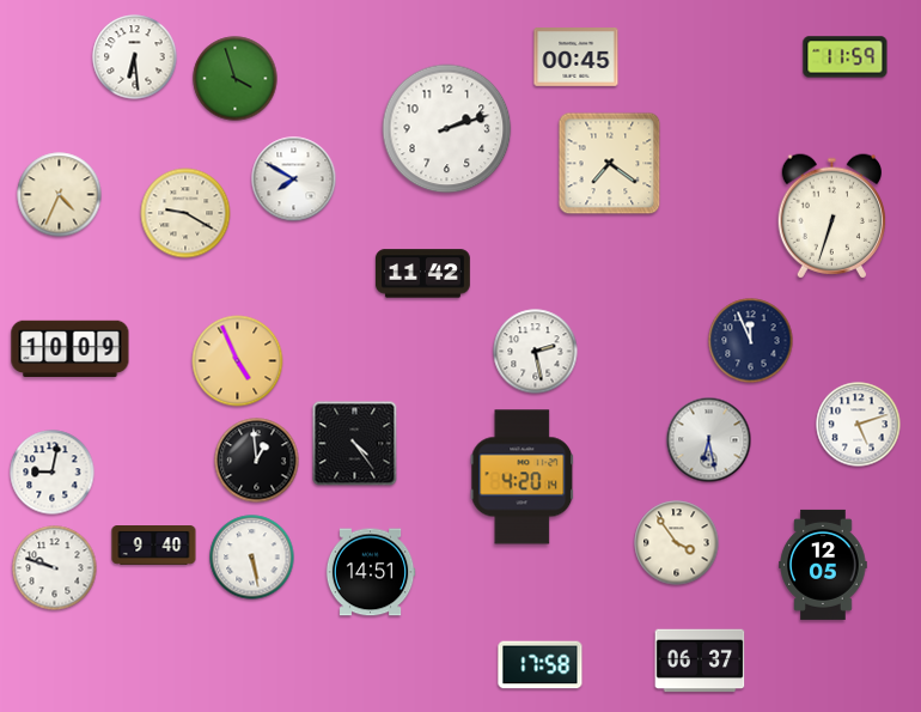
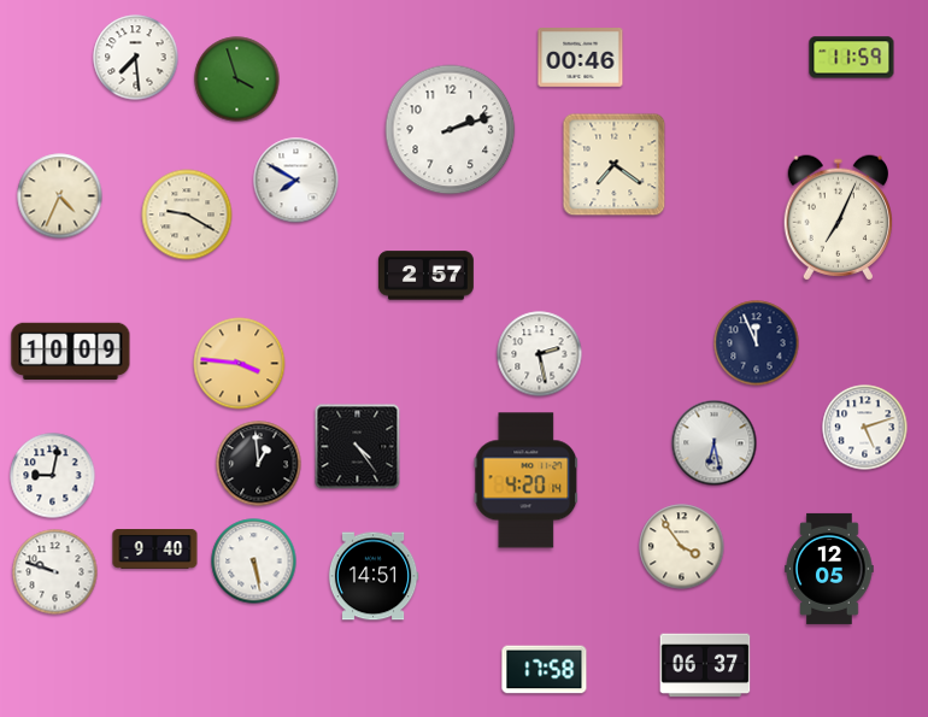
clock at (135, 57): 6:29 -> 7:29
clock at (577, 57): 00:45 -> 00:46
clock at (831, 217): 6:33 -> 7:04
clock at (422, 274): 11:42 -> 2:57
clock at (238, 361): 4:56 -> 3:46
